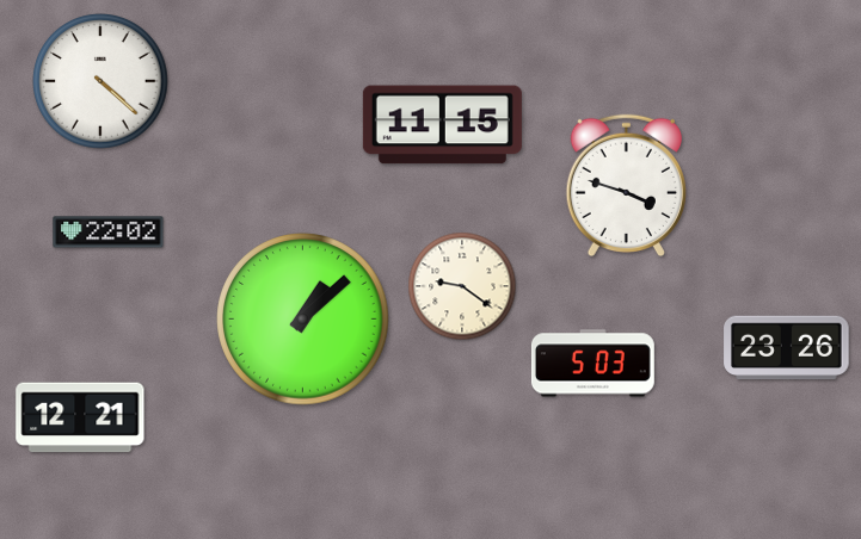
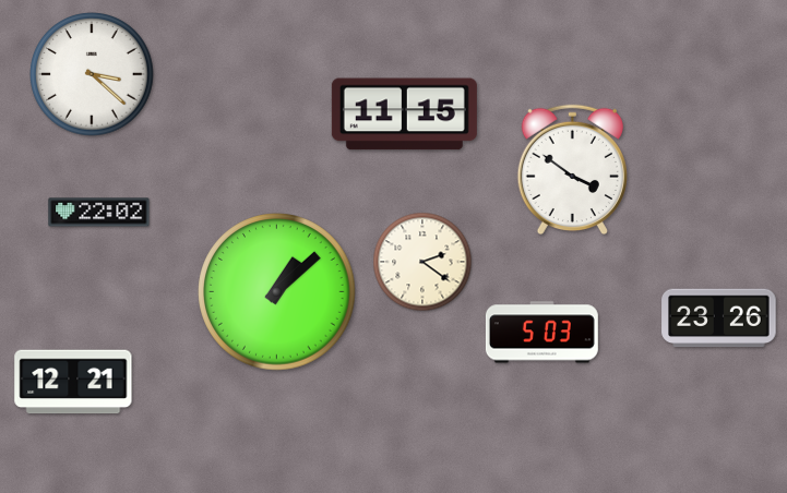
clock at (100, 81): 4:22 -> 3:22
clock at (626, 186): 3:48 -> 3:51
clock at (462, 286): 9:21 -> 2:21
